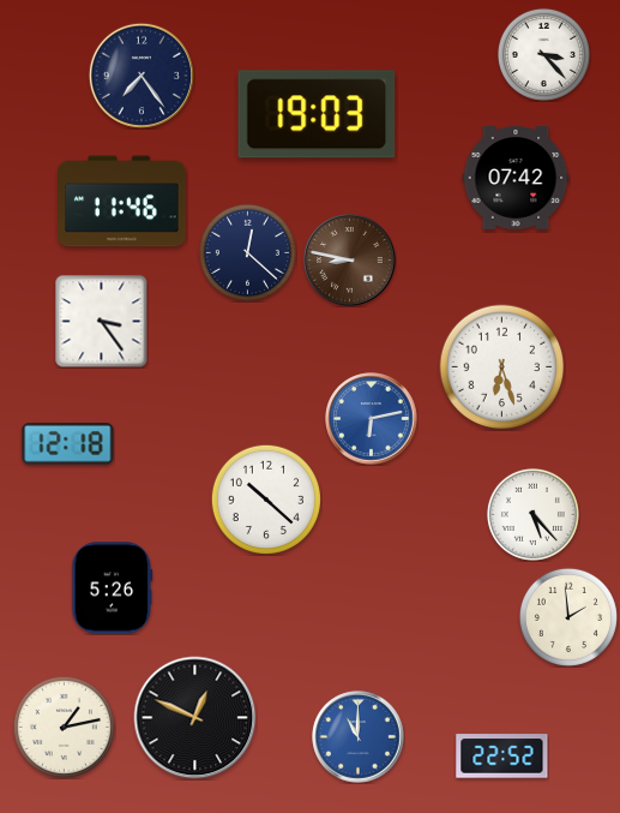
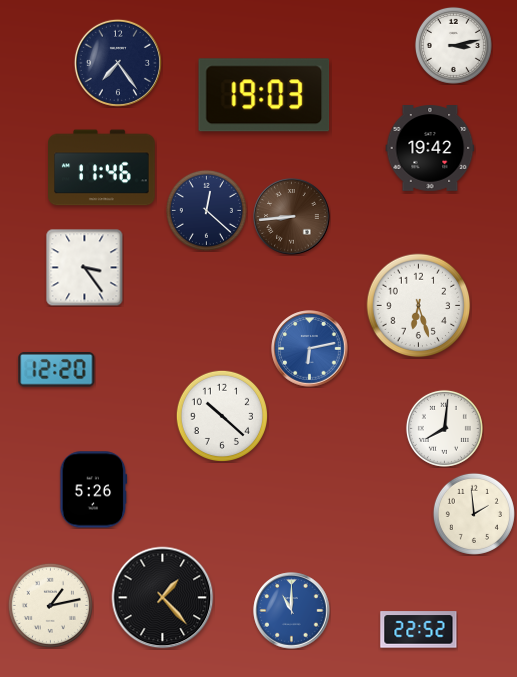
clock at (543, 54): 3:23 -> 3:13
clock at (516, 178): 07:42 -> 19:42
clock at (350, 261): 8:47 -> 8:44
clock at (68, 444): 12:18 -> 12:20
clock at (532, 514): 5:23 -> 8:01
clock at (195, 718): 12:49 -> 1:23
clock at (64, 727) position: (64, 727) -> (50, 605)
clock at (359, 737) position: (359, 737) -> (292, 611)
